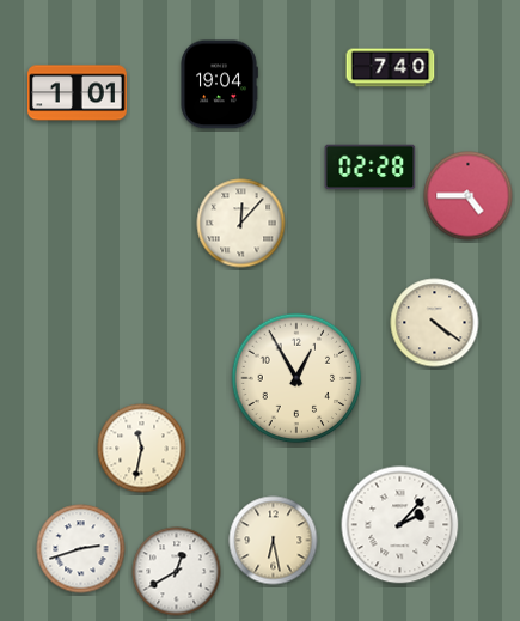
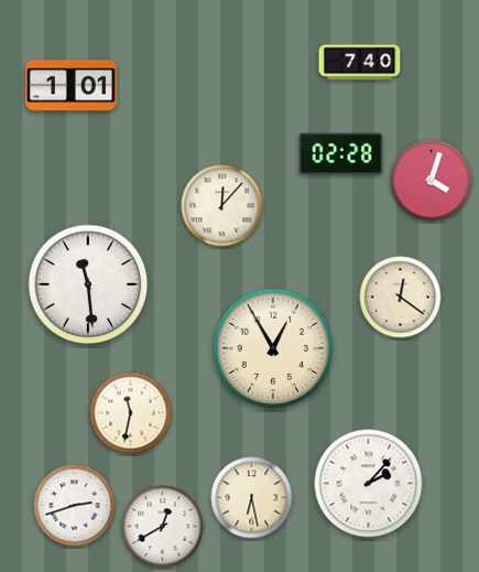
clock at (219, 85): 19:04 -> none
clock at (469, 196): 4:45 -> 4:03
clock at (88, 284): none -> 11:29
clock at (435, 323): 4:21 -> 12:21
